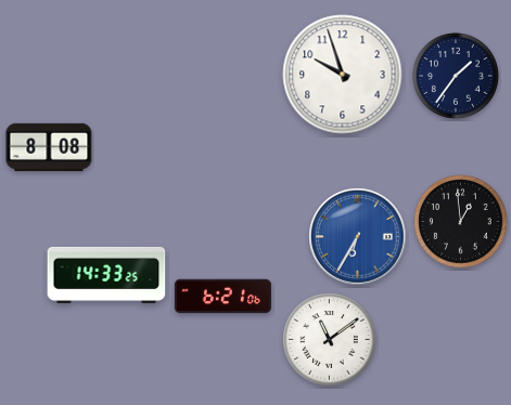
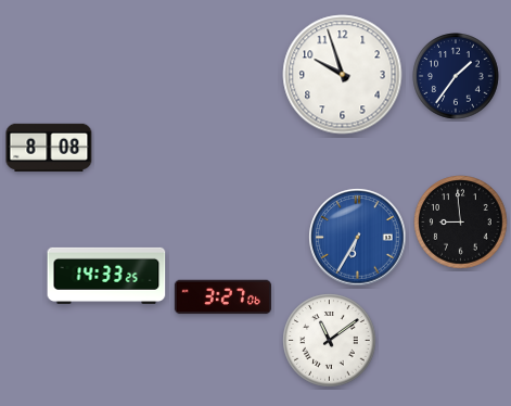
clock at (461, 222): 12:59 -> 8:59
clock at (222, 297): 6:21 -> 3:27
